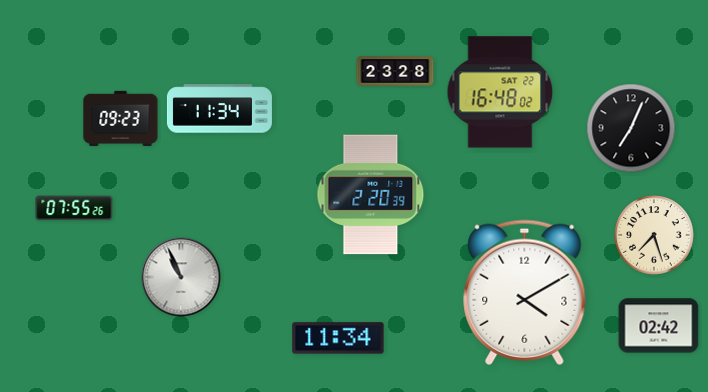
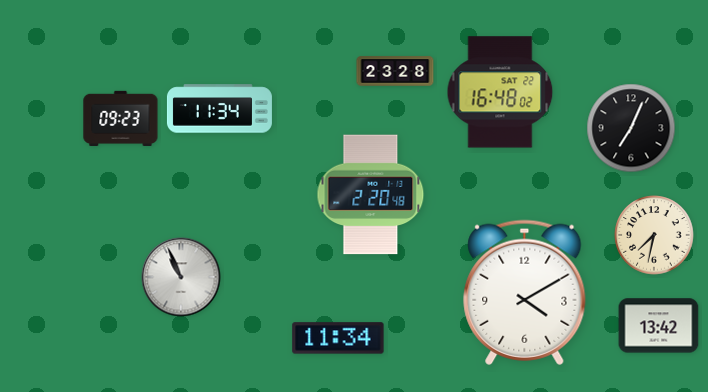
clock at (371, 195): 2:20:39 -> 2:20:48
clock at (74, 208): 07:55 -> none
clock at (654, 235): 7:27 -> 7:32
clock at (659, 326): 02:42 -> 13:42
